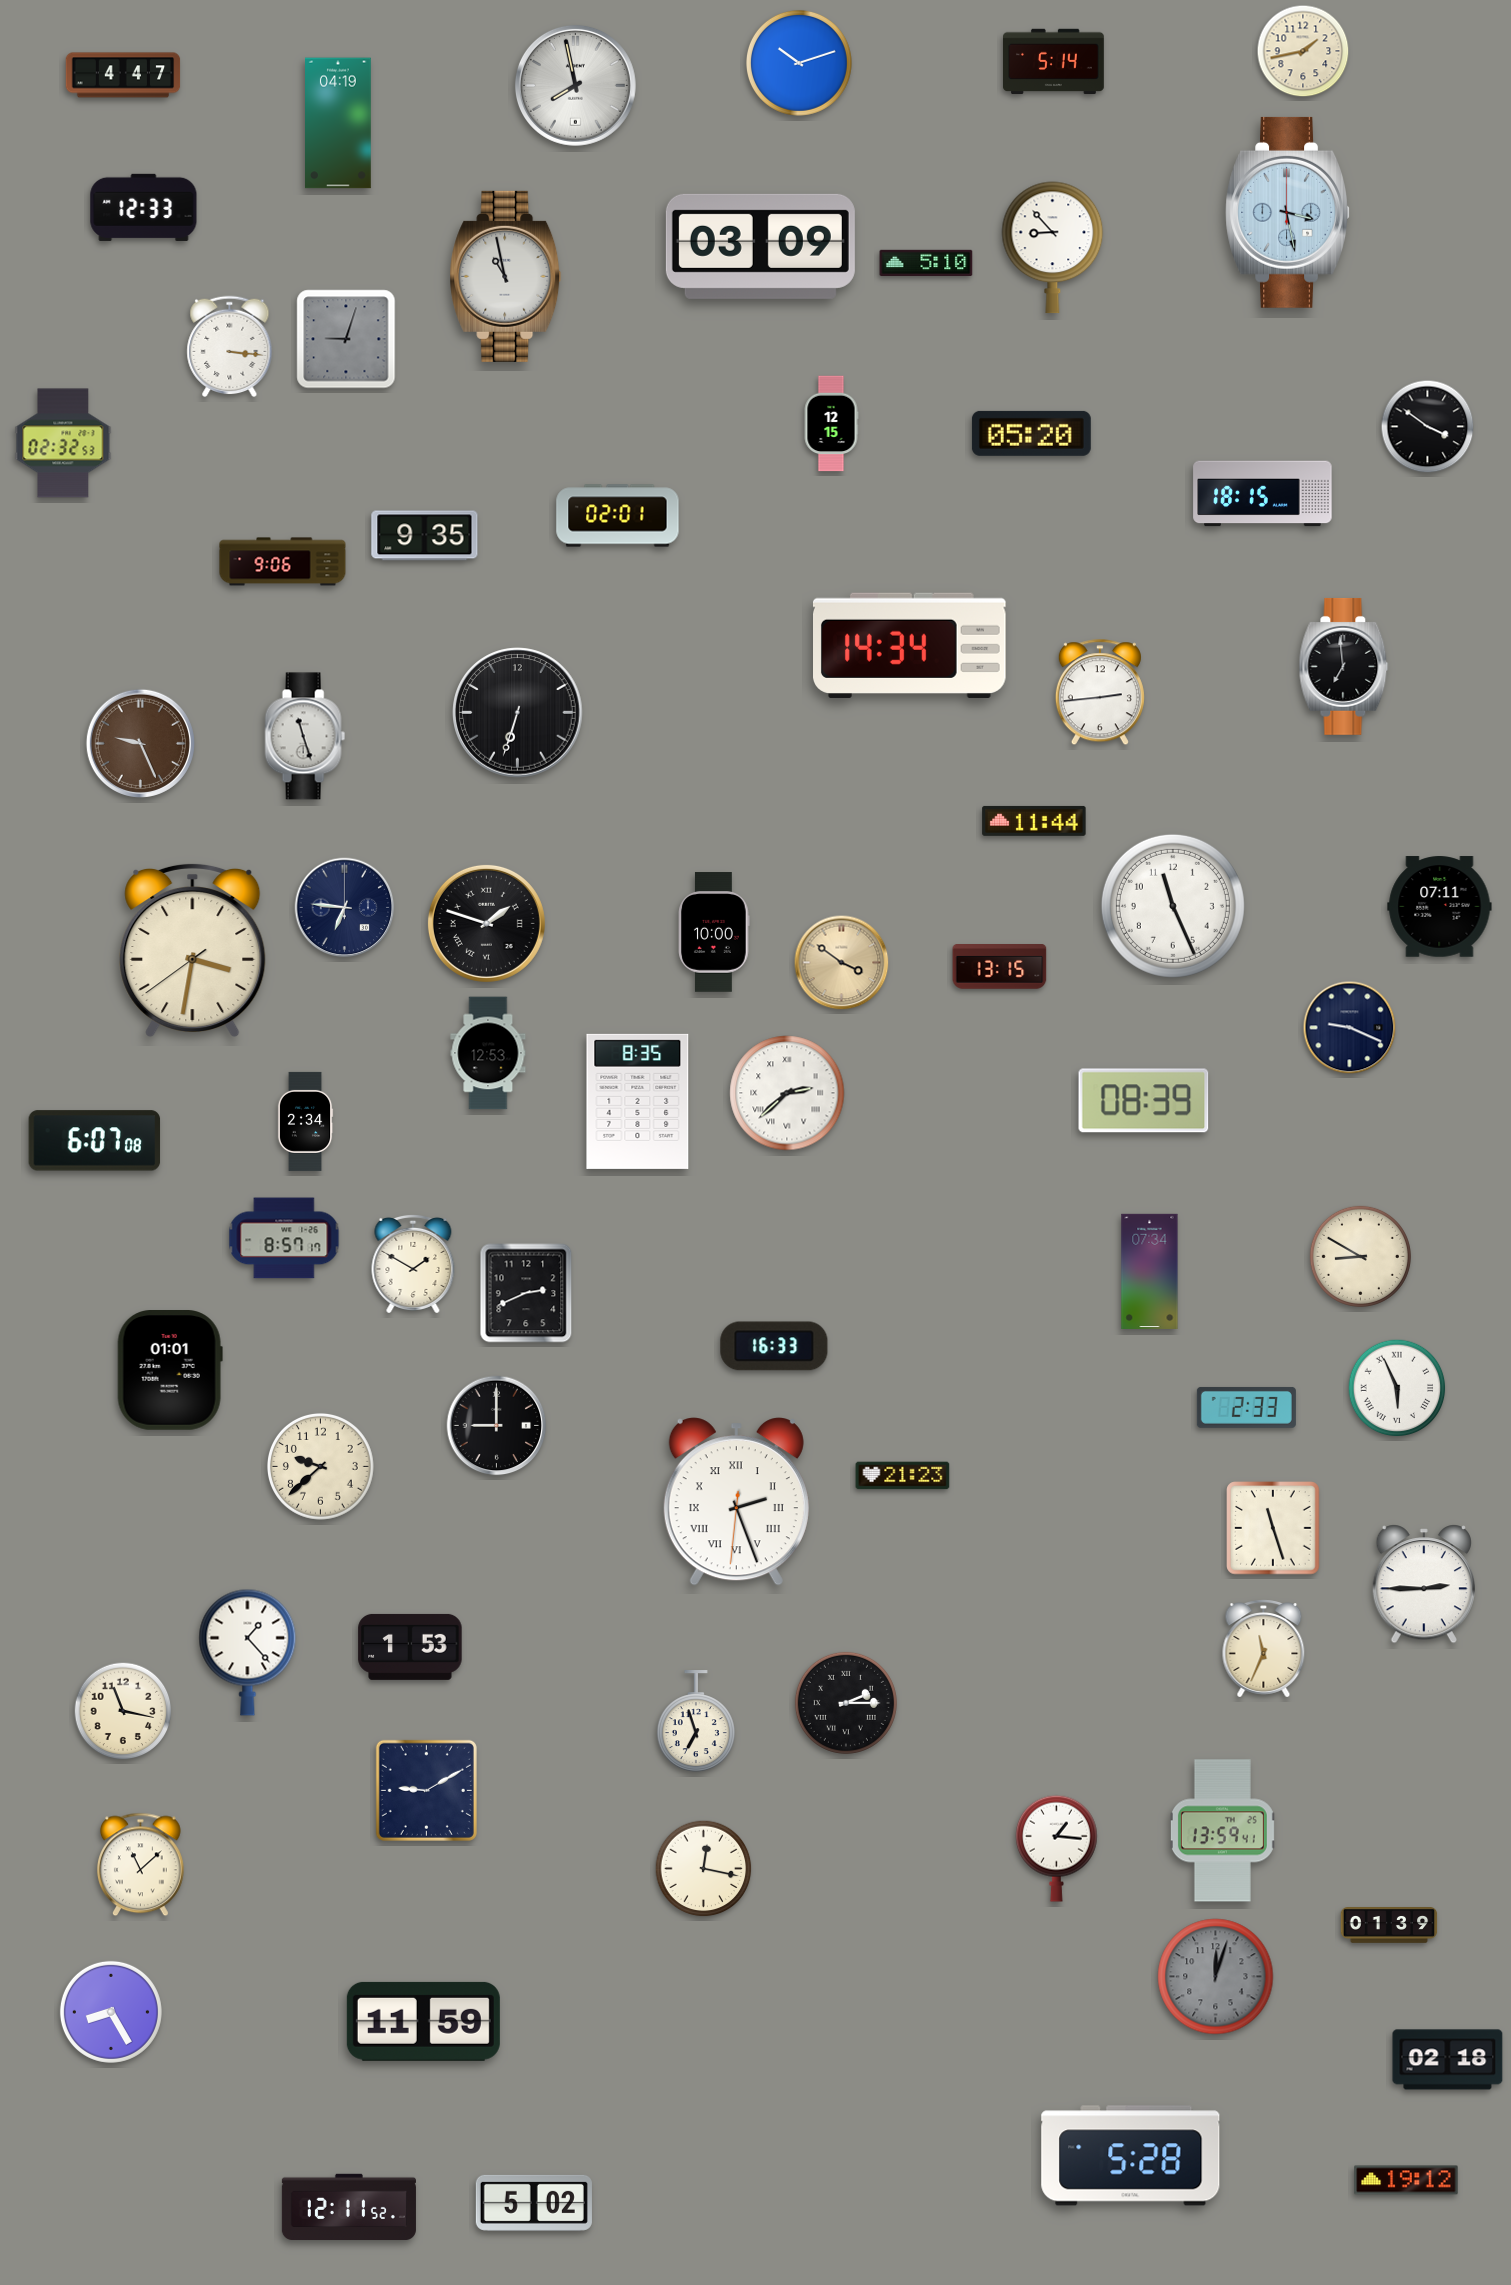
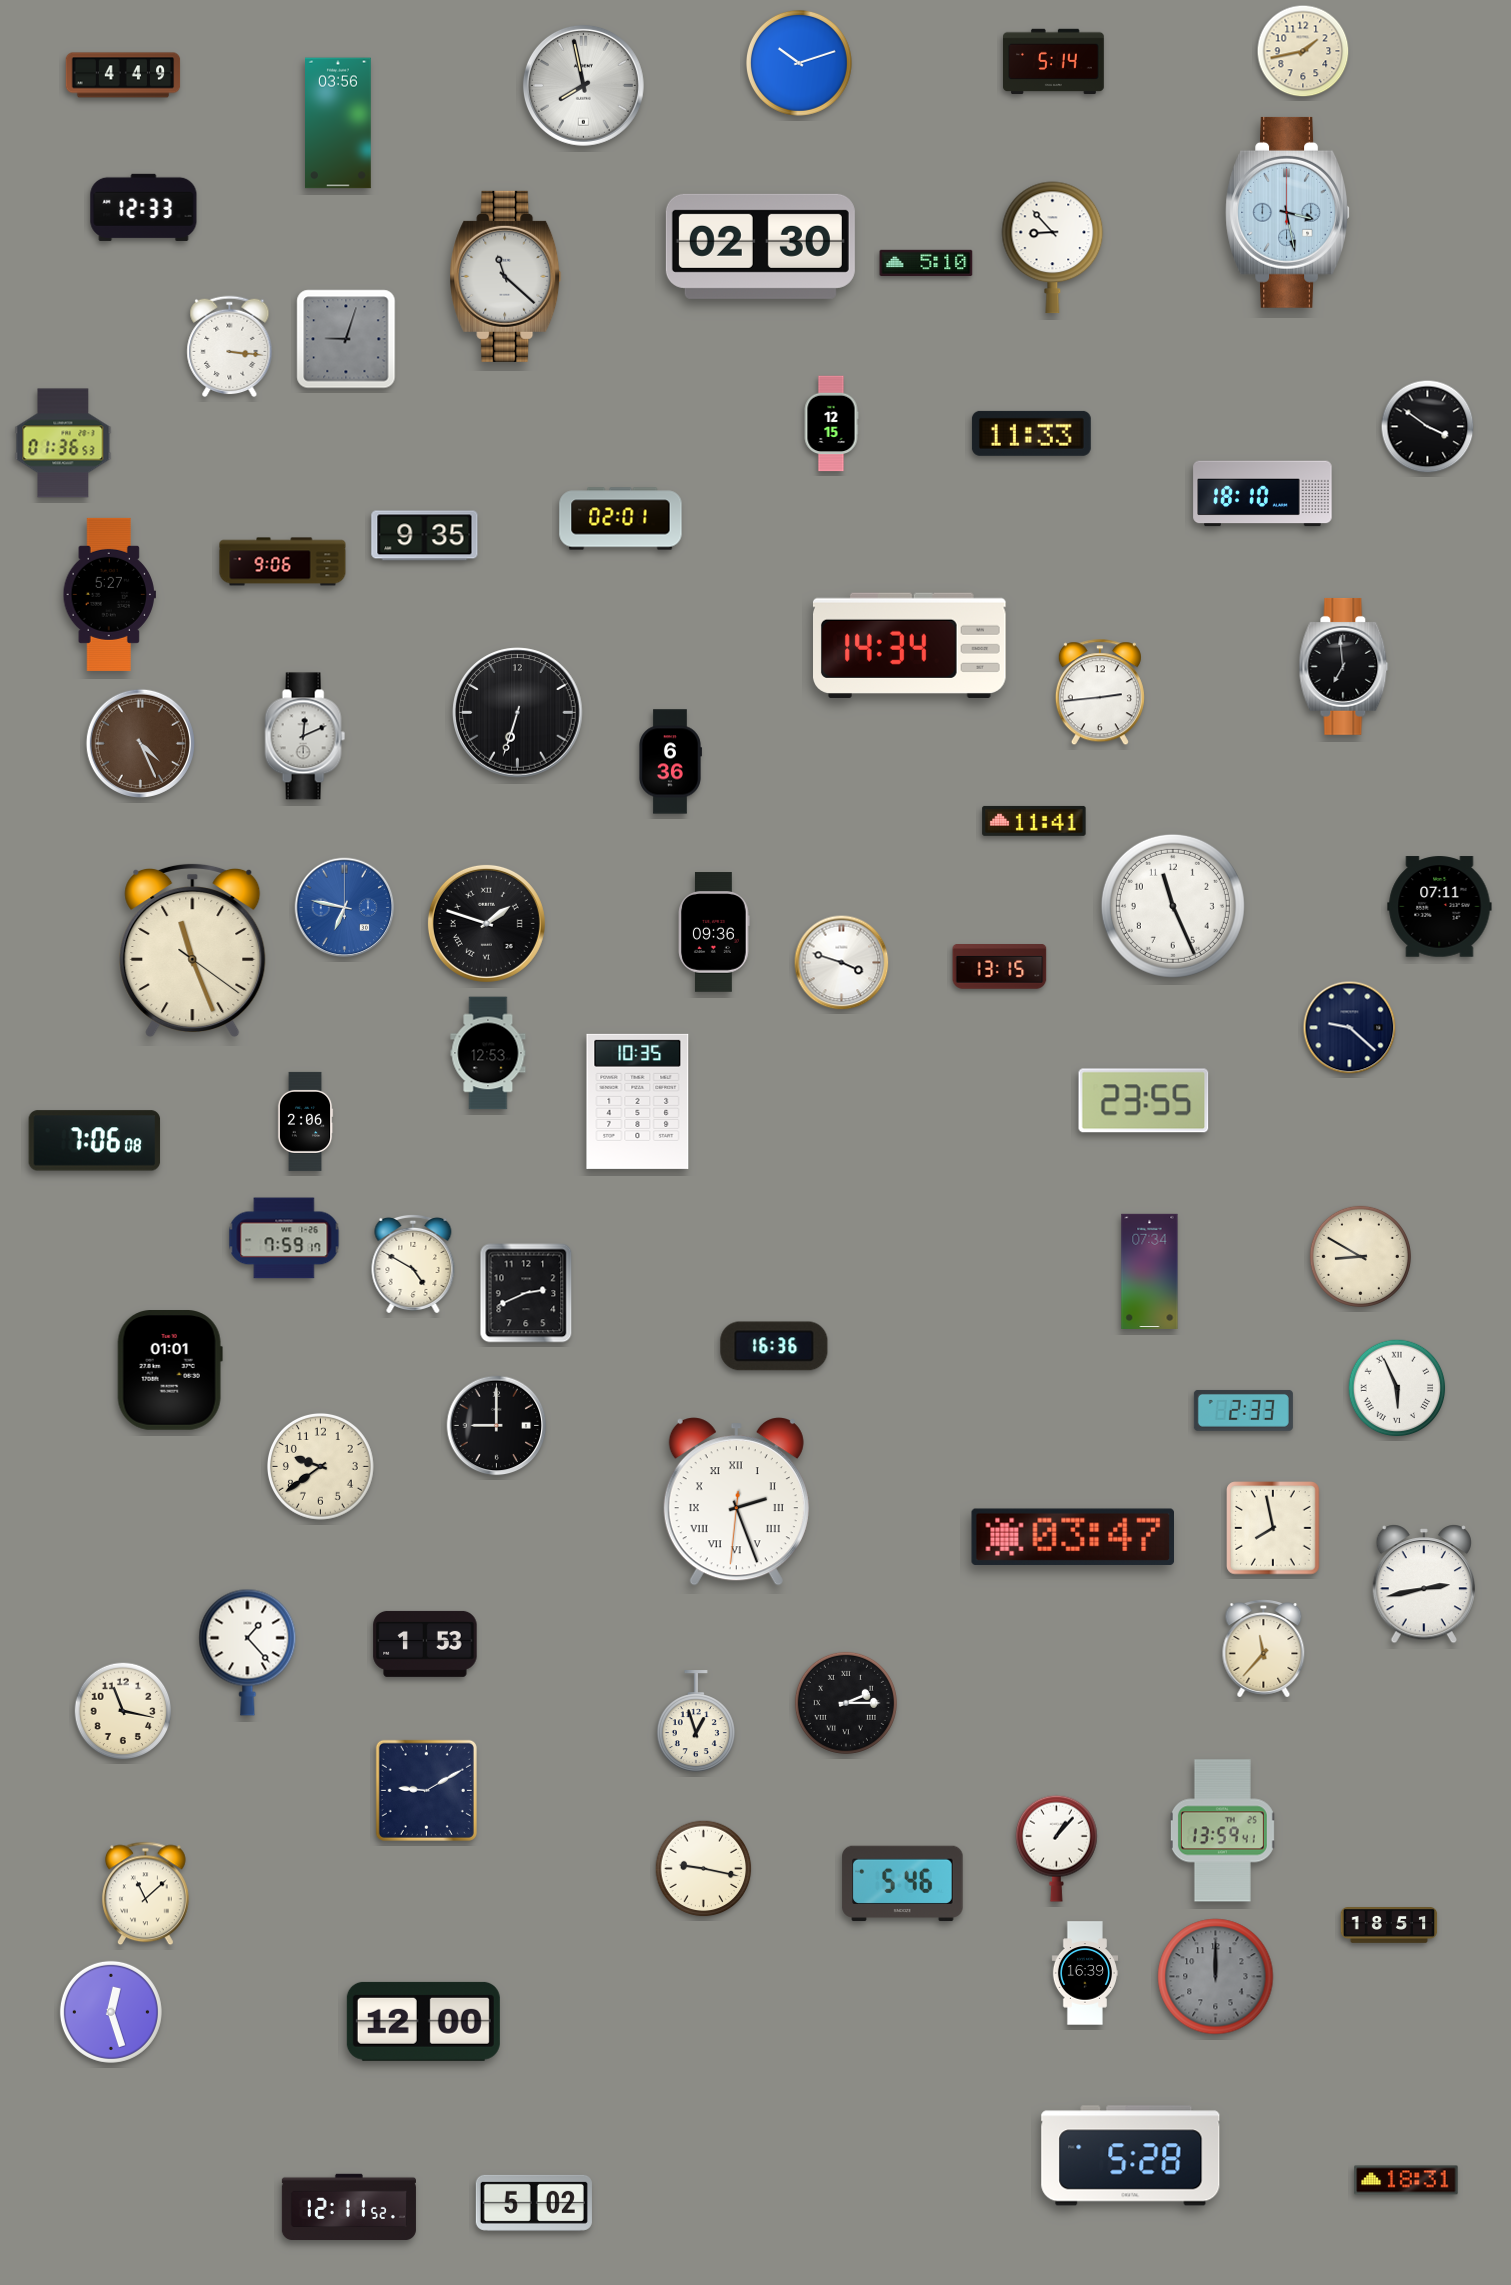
clock at (123, 75): 4:47 -> 4:49
clock at (575, 85) position: (575, 85) -> (583, 85)
clock at (339, 123): 04:19 -> 03:56
clock at (760, 246): 03:09 -> 02:30
clock at (506, 276): 10:58 -> 11:22
clock at (1031, 433): 05:20 -> 11:33
clock at (63, 443): 02:32 -> 01:36
clock at (1263, 494): 18:15 -> 18:10
clock at (618, 516) position: (618, 516) -> (621, 519)
clock at (109, 594): none -> 5:27
clock at (305, 736): 11:27 -> 12:11
clock at (140, 743): 9:26 -> 4:26
clock at (671, 762): none -> 6:36
clock at (1034, 821): 11:44 -> 11:41
clock at (345, 908): 6:46 -> 6:47
clock at (345, 908) dial: navy -> blue
clock at (714, 932): 10:00 -> 09:36
clock at (193, 950): 3:31 -> 11:26
clock at (842, 963): 3:51 -> 3:48
clock at (842, 963) dial: champagne -> white
clock at (1350, 1028): 9:19 -> 9:22
clock at (787, 1093): 2:38 -> none
clock at (638, 1101): 8:35 -> 10:35
clock at (1144, 1101): 08:39 -> 23:55
clock at (305, 1121): 2:34 -> 2:06
clock at (95, 1141): 6:07 -> 7:06
clock at (284, 1238): 8:57 -> 7:59
clock at (413, 1264): 1:50 -> 4:50
clock at (774, 1346): 16:33 -> 16:36
clock at (1246, 1407) position: (1246, 1407) -> (1243, 1410)
clock at (320, 1466): 9:38 -> 9:39
clock at (903, 1476): 21:23 -> none
clock at (1273, 1528): 11:27 -> 7:58
clock at (1072, 1536): none -> 03:47
clock at (1424, 1584): 2:45 -> 2:43
clock at (410, 1647) position: (410, 1647) -> (425, 1644)
clock at (1264, 1649): 11:34 -> 11:37
clock at (696, 1722): 6:57 -> 12:57
clock at (1056, 1848): 1:16 -> 1:07
clock at (140, 1865) position: (140, 1865) -> (145, 1894)
clock at (704, 1869): 12:17 -> 9:17
clock at (903, 1884): none -> 5:46
clock at (1389, 1926): 01:39 -> 18:51
clock at (1084, 1973): none -> 16:39
clock at (1216, 1977): 12:03 -> 12:00
clock at (111, 2012): 8:25 -> 12:27
clock at (423, 2021): 11:59 -> 12:00
clock at (1448, 2060): 02:18 -> none
clock at (1406, 2180): 19:12 -> 18:31
